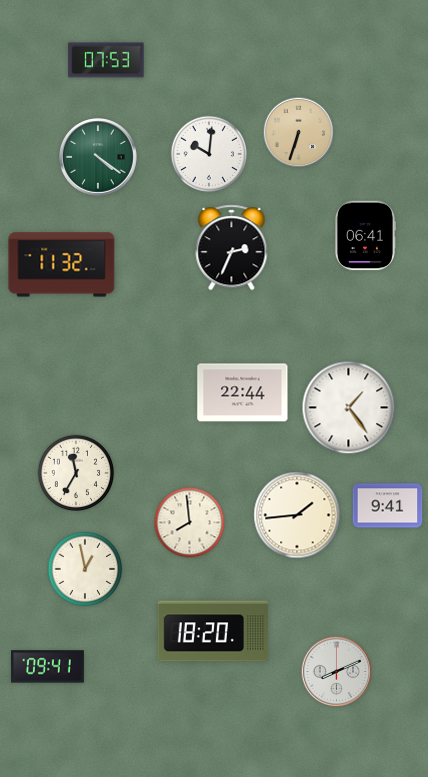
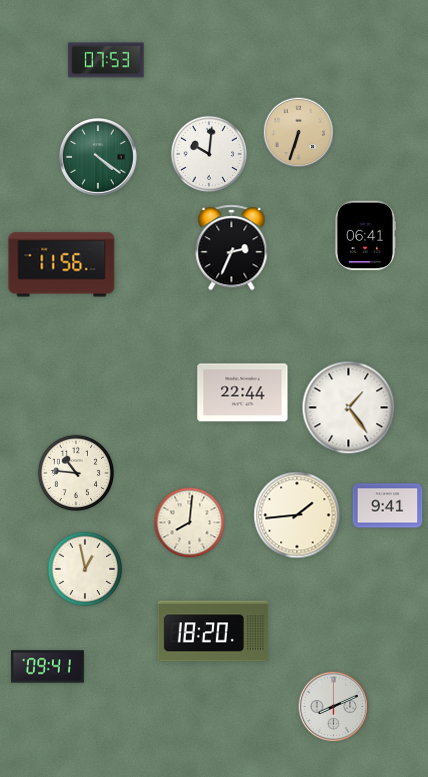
clock at (62, 265): 11:32 -> 11:56
clock at (76, 473): 11:35 -> 10:46
clock at (190, 523): 7:59 -> 8:01
clock at (337, 672) position: (337, 672) -> (334, 707)
